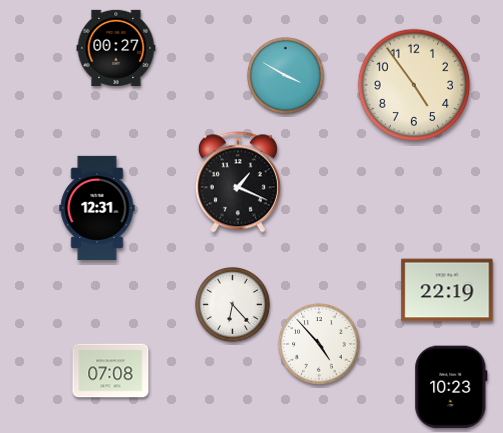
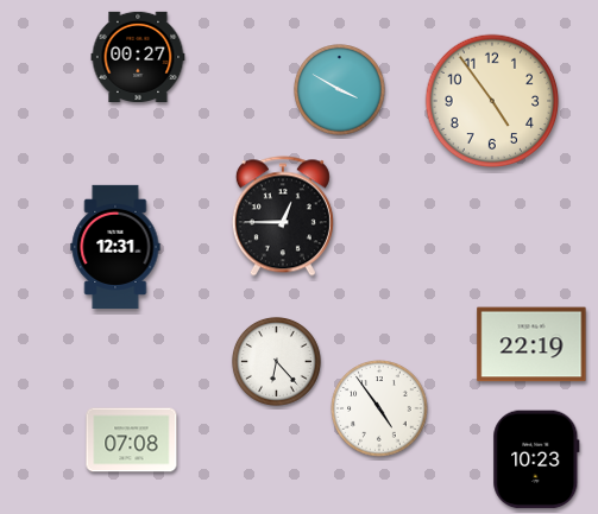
clock at (238, 182): 1:19 -> 12:45
clock at (319, 344): 4:53 -> 4:54
